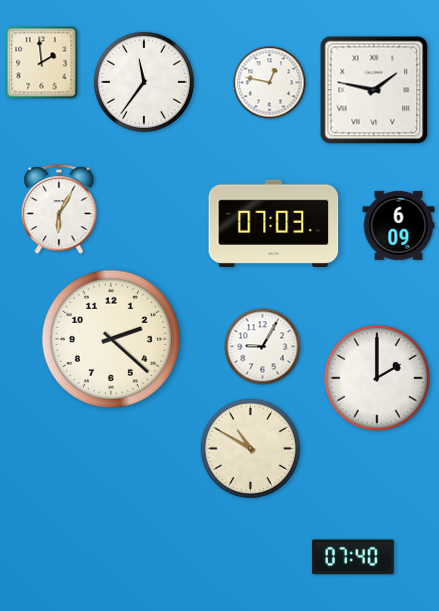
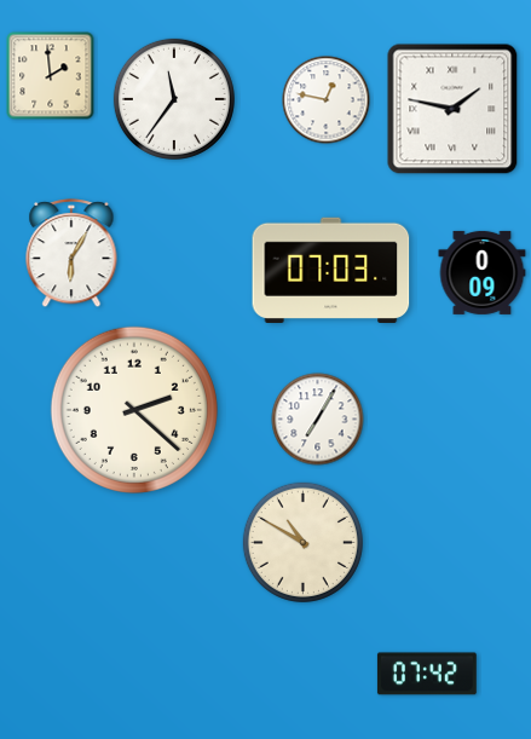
clock at (399, 225): 6:09 -> 0:09
clock at (263, 347): 9:05 -> 7:05
clock at (378, 379): 2:00 -> none
clock at (353, 557): 07:40 -> 07:42
